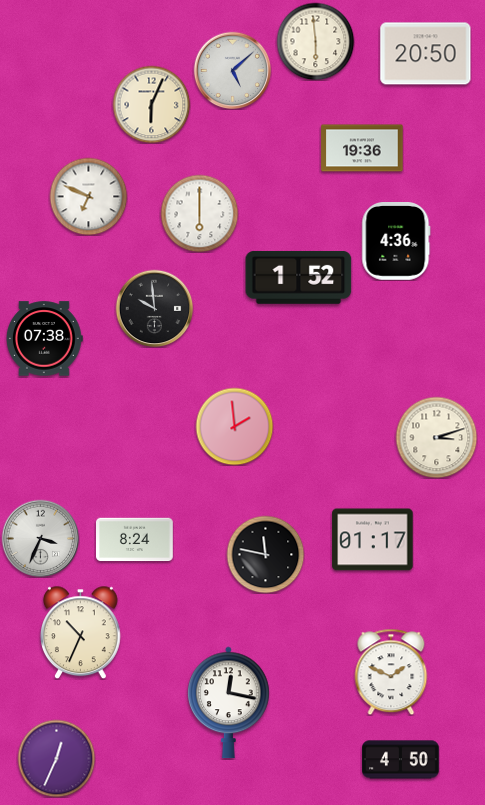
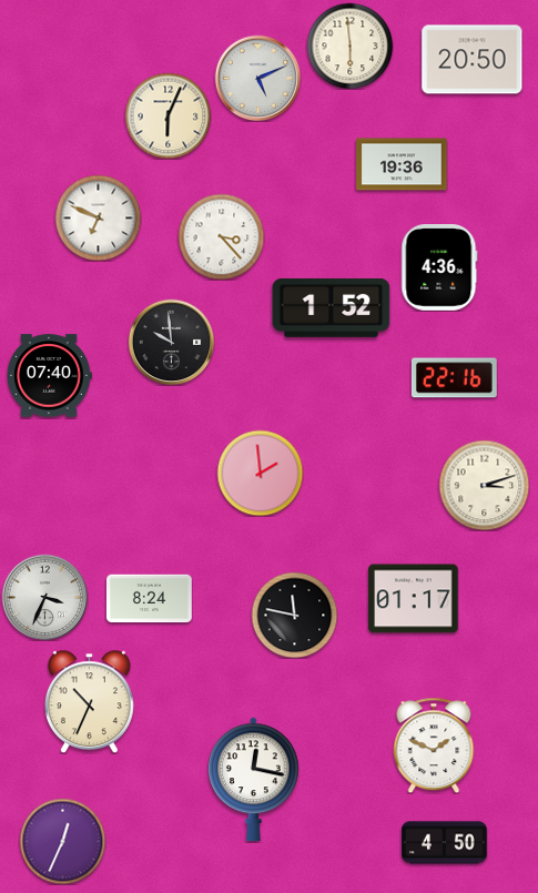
clock at (232, 70): 5:08 -> 5:11
clock at (199, 213): 6:00 -> 3:23
clock at (44, 339): 07:38 -> 07:40
clock at (454, 378): none -> 22:16
